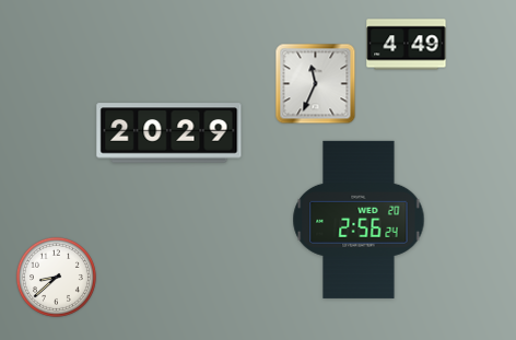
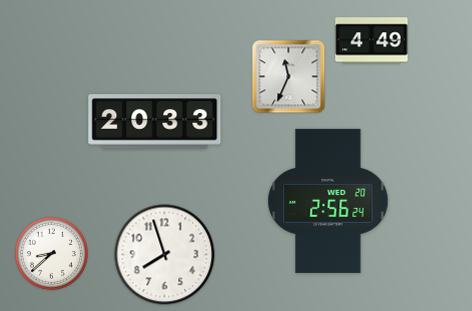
clock at (169, 133): 20:29 -> 20:33
clock at (165, 255): none -> 7:57
